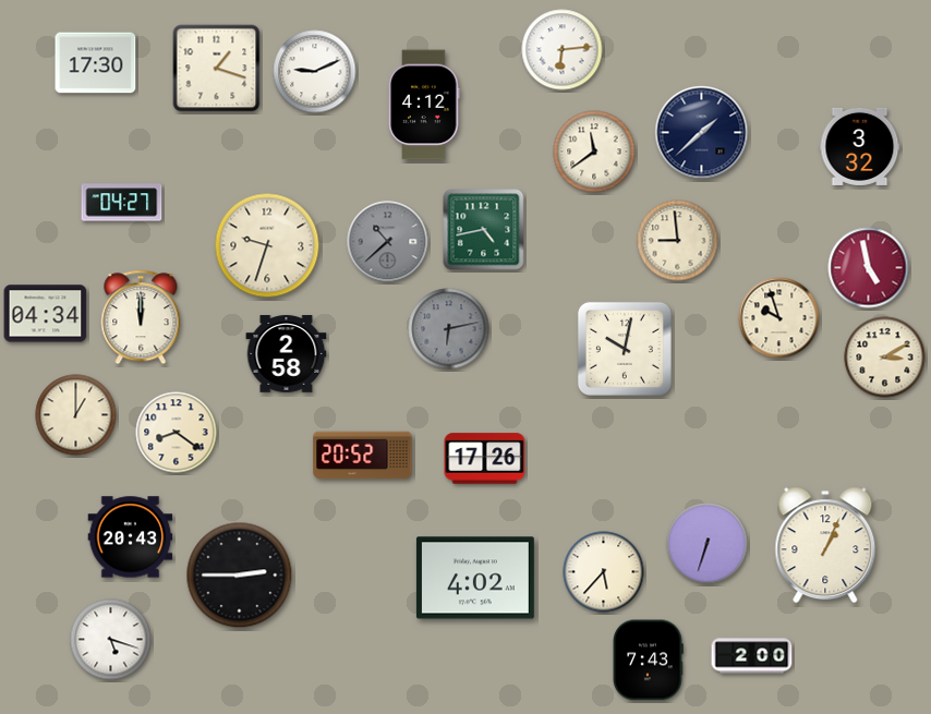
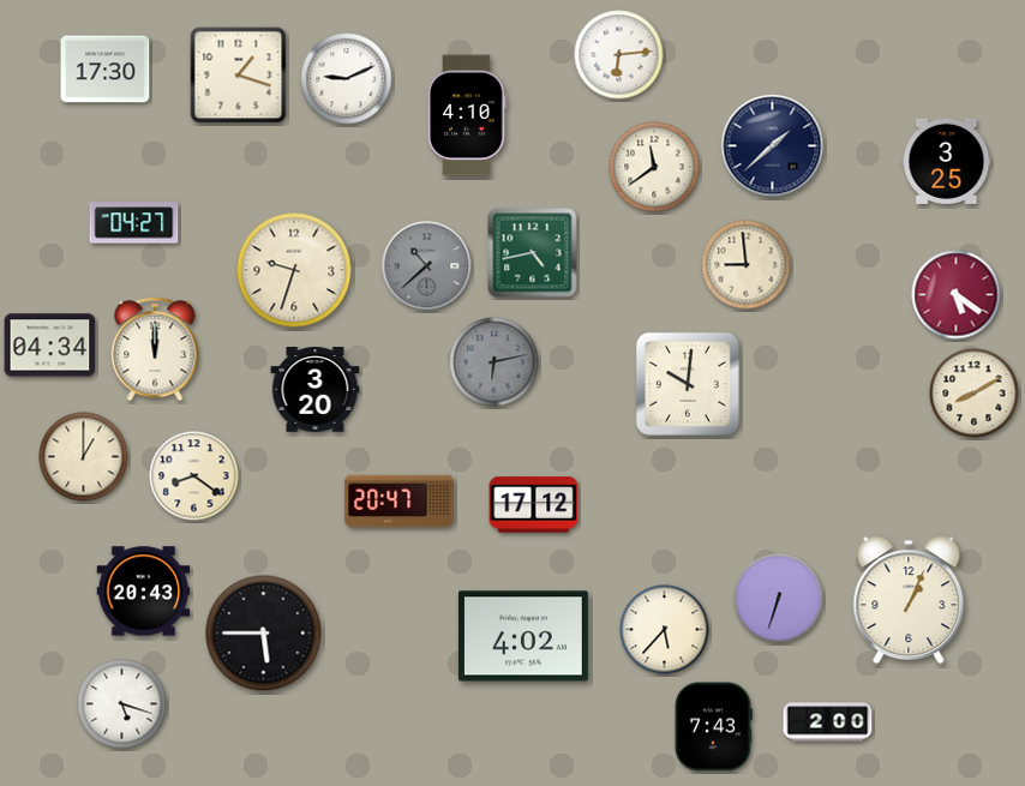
clock at (424, 105): 4:12 -> 4:10
clock at (860, 146): 3:32 -> 3:25
clock at (869, 268): 4:58 -> 5:21
clock at (779, 318): 9:57 -> none
clock at (625, 349): 10:02 -> 10:01
clock at (287, 354): 2:58 -> 3:20
clock at (885, 358): 3:10 -> 8:10
clock at (363, 456): 20:52 -> 20:47
clock at (485, 459): 17:26 -> 17:12
clock at (240, 576): 2:45 -> 5:45
